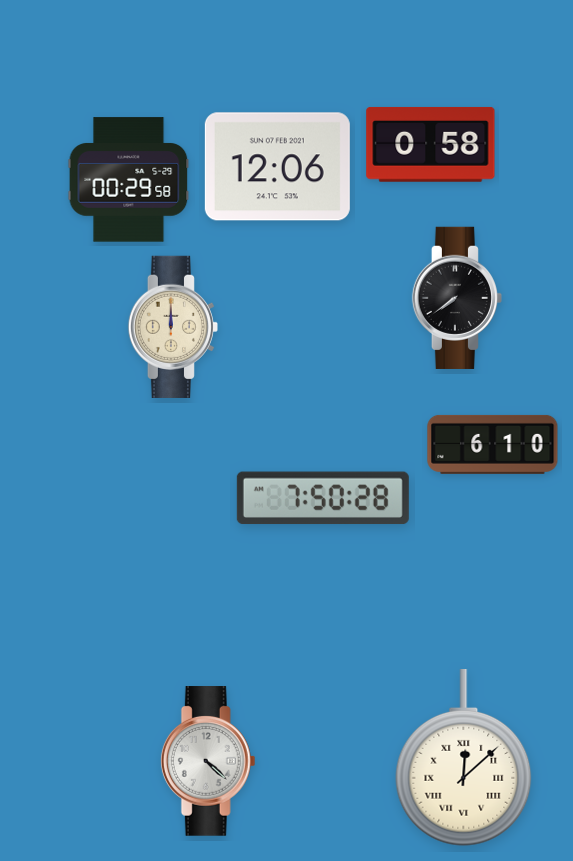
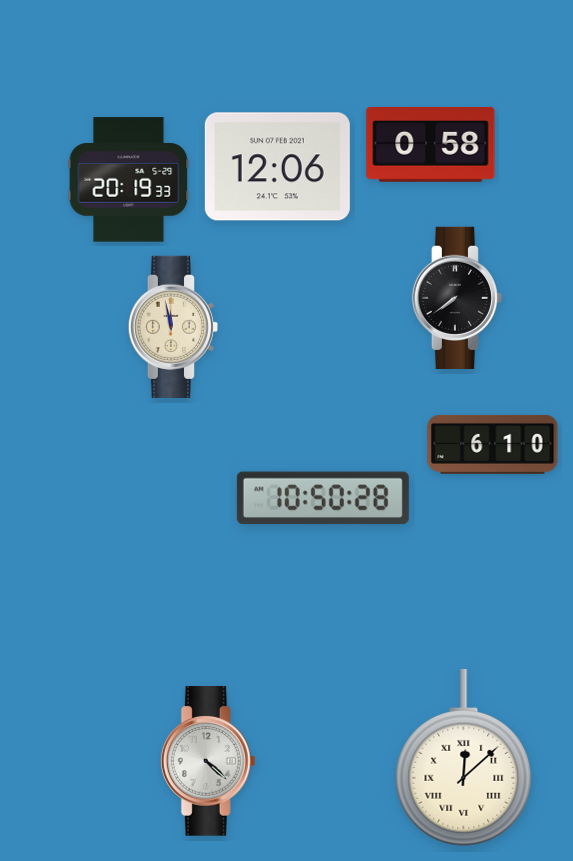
clock at (129, 180): 00:29 -> 20:19
clock at (172, 327): 12:00 -> 11:58
clock at (323, 498): 7:50 -> 10:50
